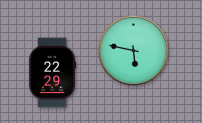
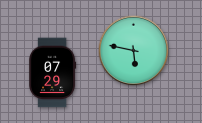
clock at (53, 73): 22:29 -> 07:29
